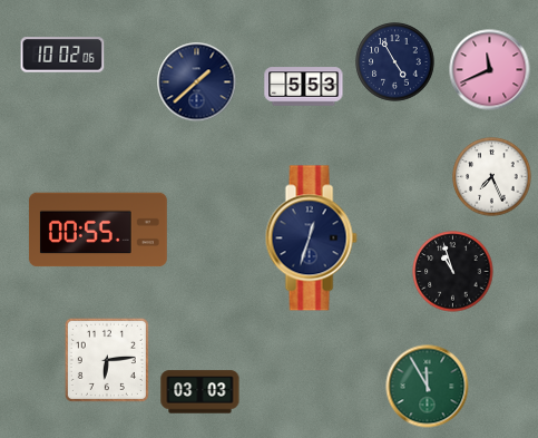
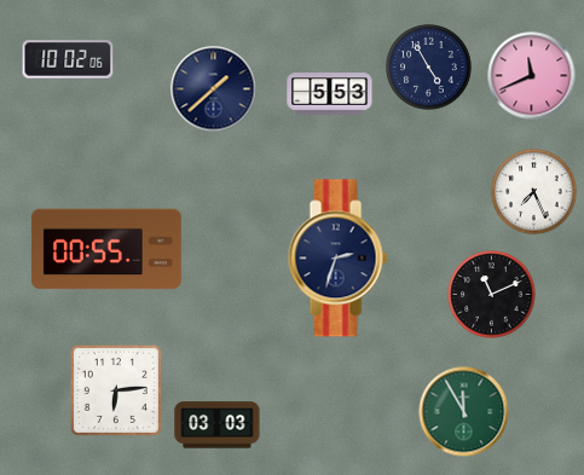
clock at (311, 239): 12:33 -> 2:33
clock at (453, 272): 10:57 -> 11:11
clock at (428, 387) position: (428, 387) -> (464, 412)
